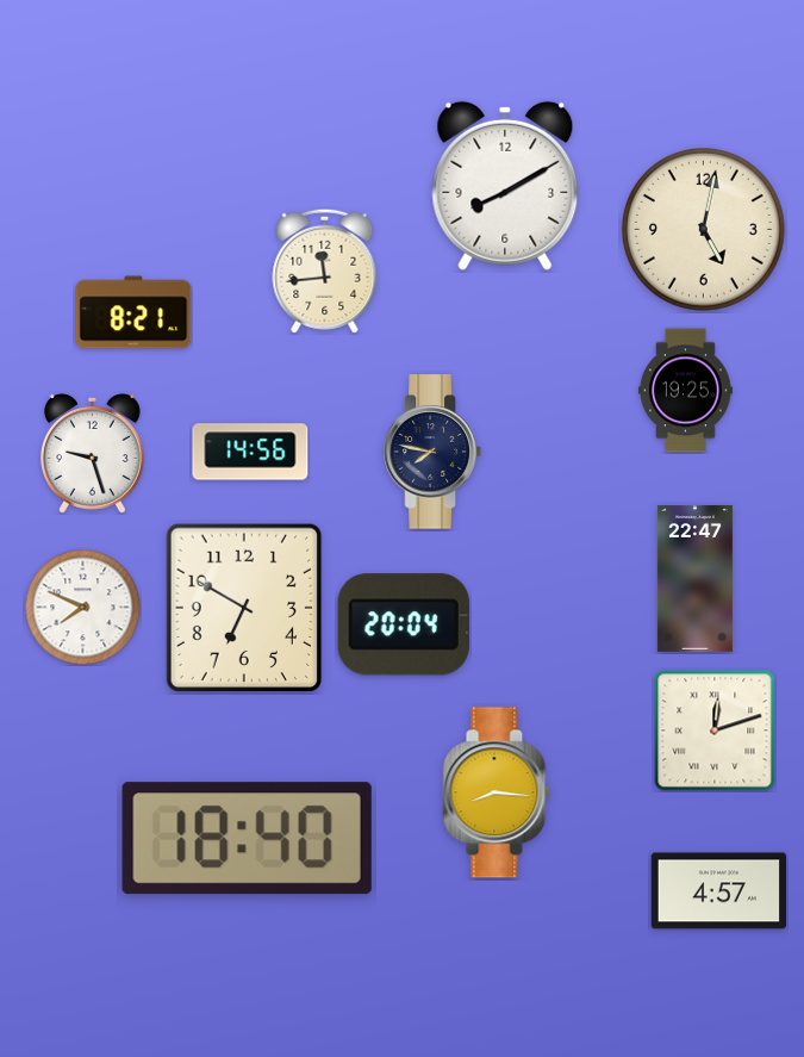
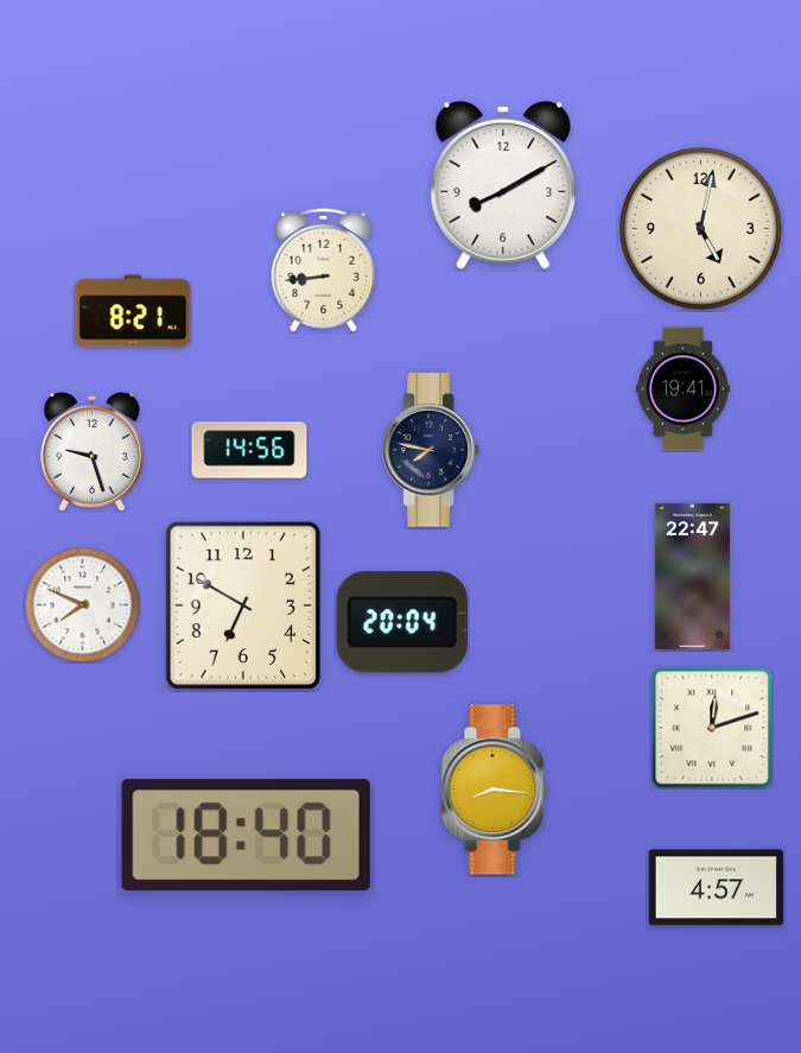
clock at (325, 271): 11:44 -> 8:44
clock at (686, 391): 19:25 -> 19:41
